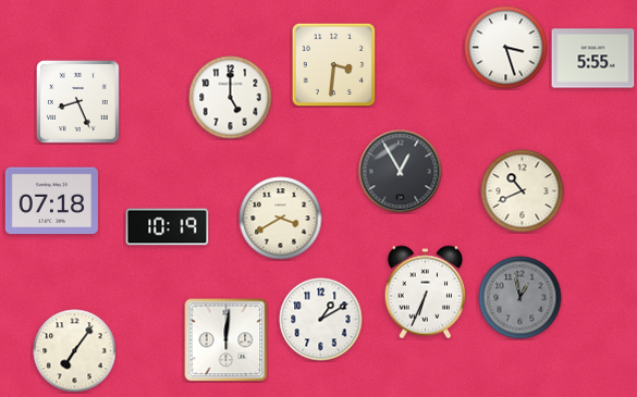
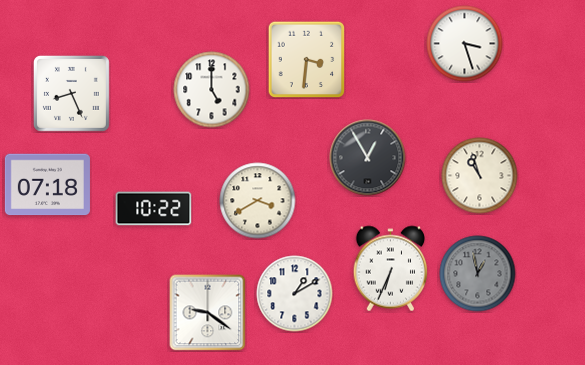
clock at (593, 59): 5:55 -> none
clock at (523, 191): 10:41 -> 10:57
clock at (168, 227): 10:19 -> 10:22
clock at (226, 340): 12:01 -> 9:21
clock at (75, 351): 7:06 -> none
